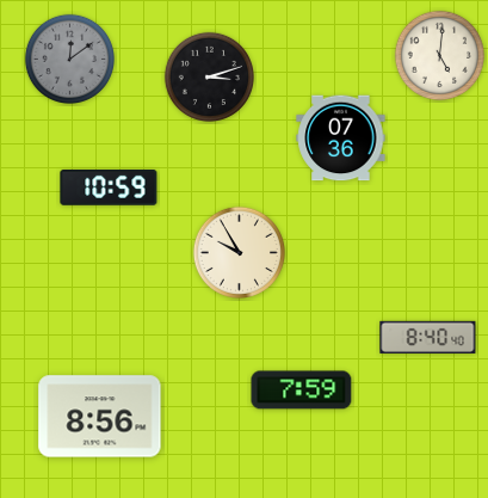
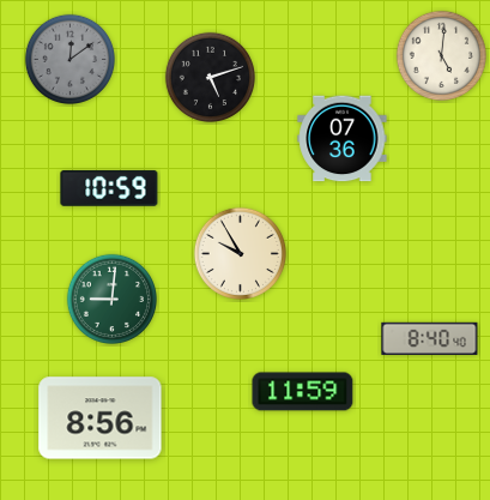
clock at (209, 76): 3:12 -> 5:12
clock at (111, 299): none -> 9:01
clock at (302, 391): 7:59 -> 11:59
